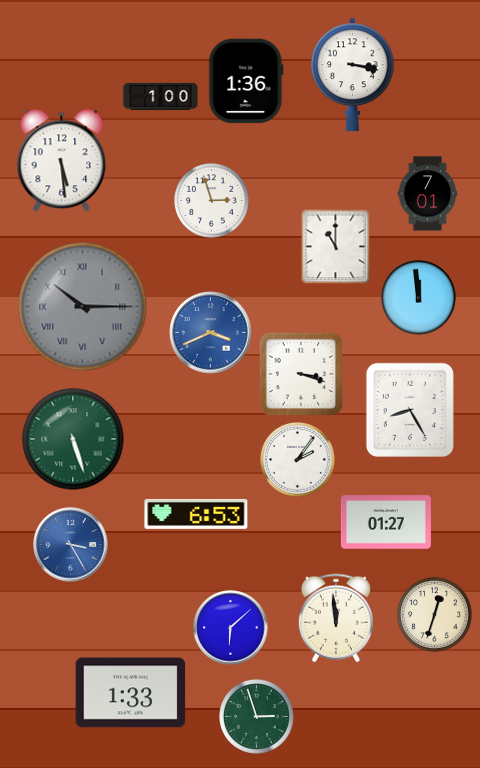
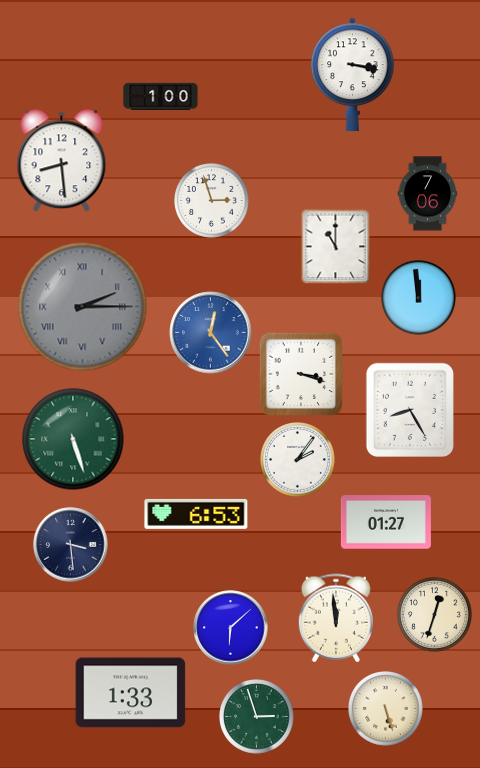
clock at (246, 81): 1:36 -> none
clock at (62, 161): 5:29 -> 8:29
clock at (428, 194): 7:01 -> 7:06
clock at (83, 307): 10:15 -> 2:15
clock at (211, 333): 3:41 -> 12:24
clock at (71, 545): 3:25 -> 3:29
clock at (71, 545) dial: blue -> navy
clock at (386, 709): none -> 5:27
